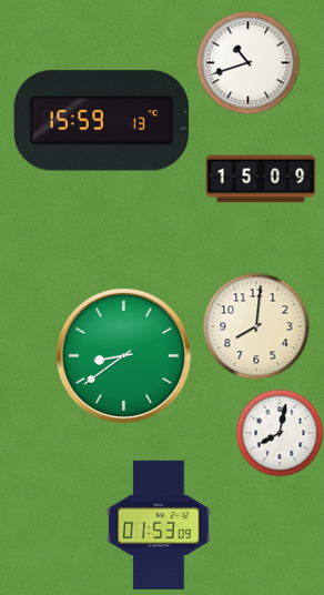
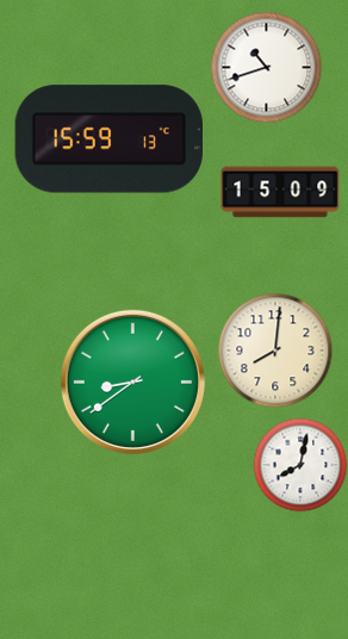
clock at (101, 121) position: (101, 121) -> (108, 139)
clock at (160, 525): 01:53 -> none
